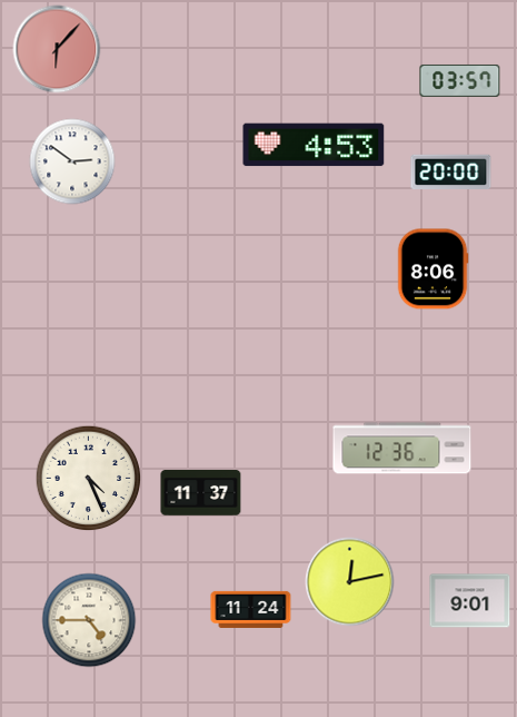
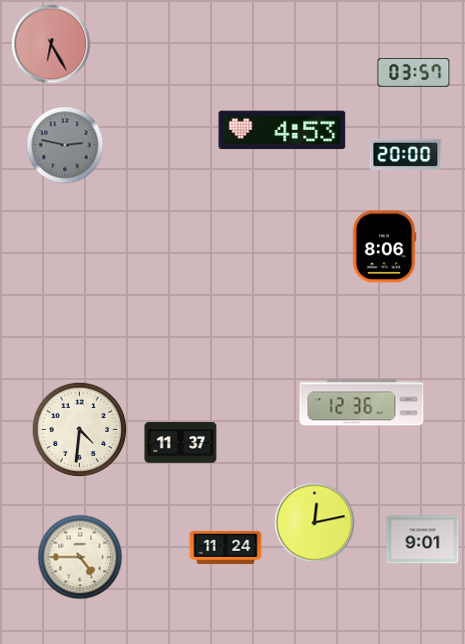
clock at (57, 49): 6:07 -> 6:25
clock at (72, 161): 2:51 -> 2:47
clock at (72, 161) dial: white -> grey
clock at (433, 269) position: (433, 269) -> (384, 247)
clock at (89, 479): 4:26 -> 4:31
